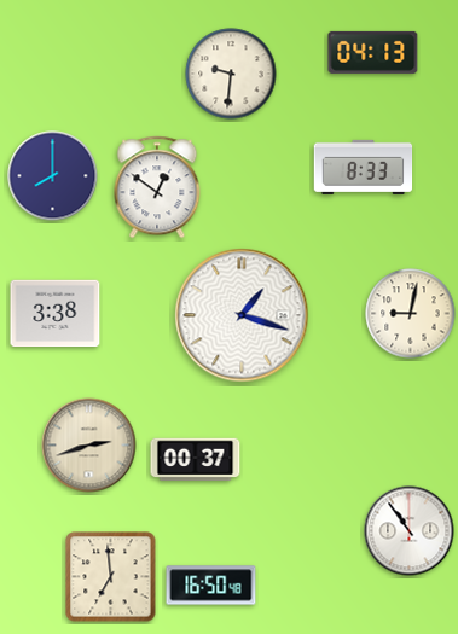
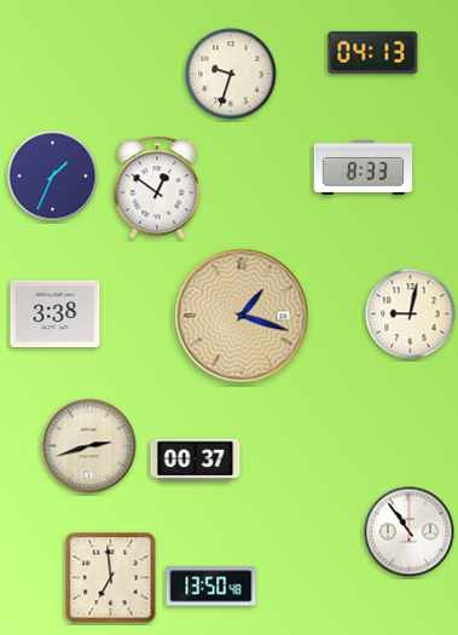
clock at (231, 74): 9:31 -> 9:33
clock at (53, 176): 8:00 -> 1:34
clock at (242, 315) dial: white -> champagne
clock at (211, 586): 16:50 -> 13:50
